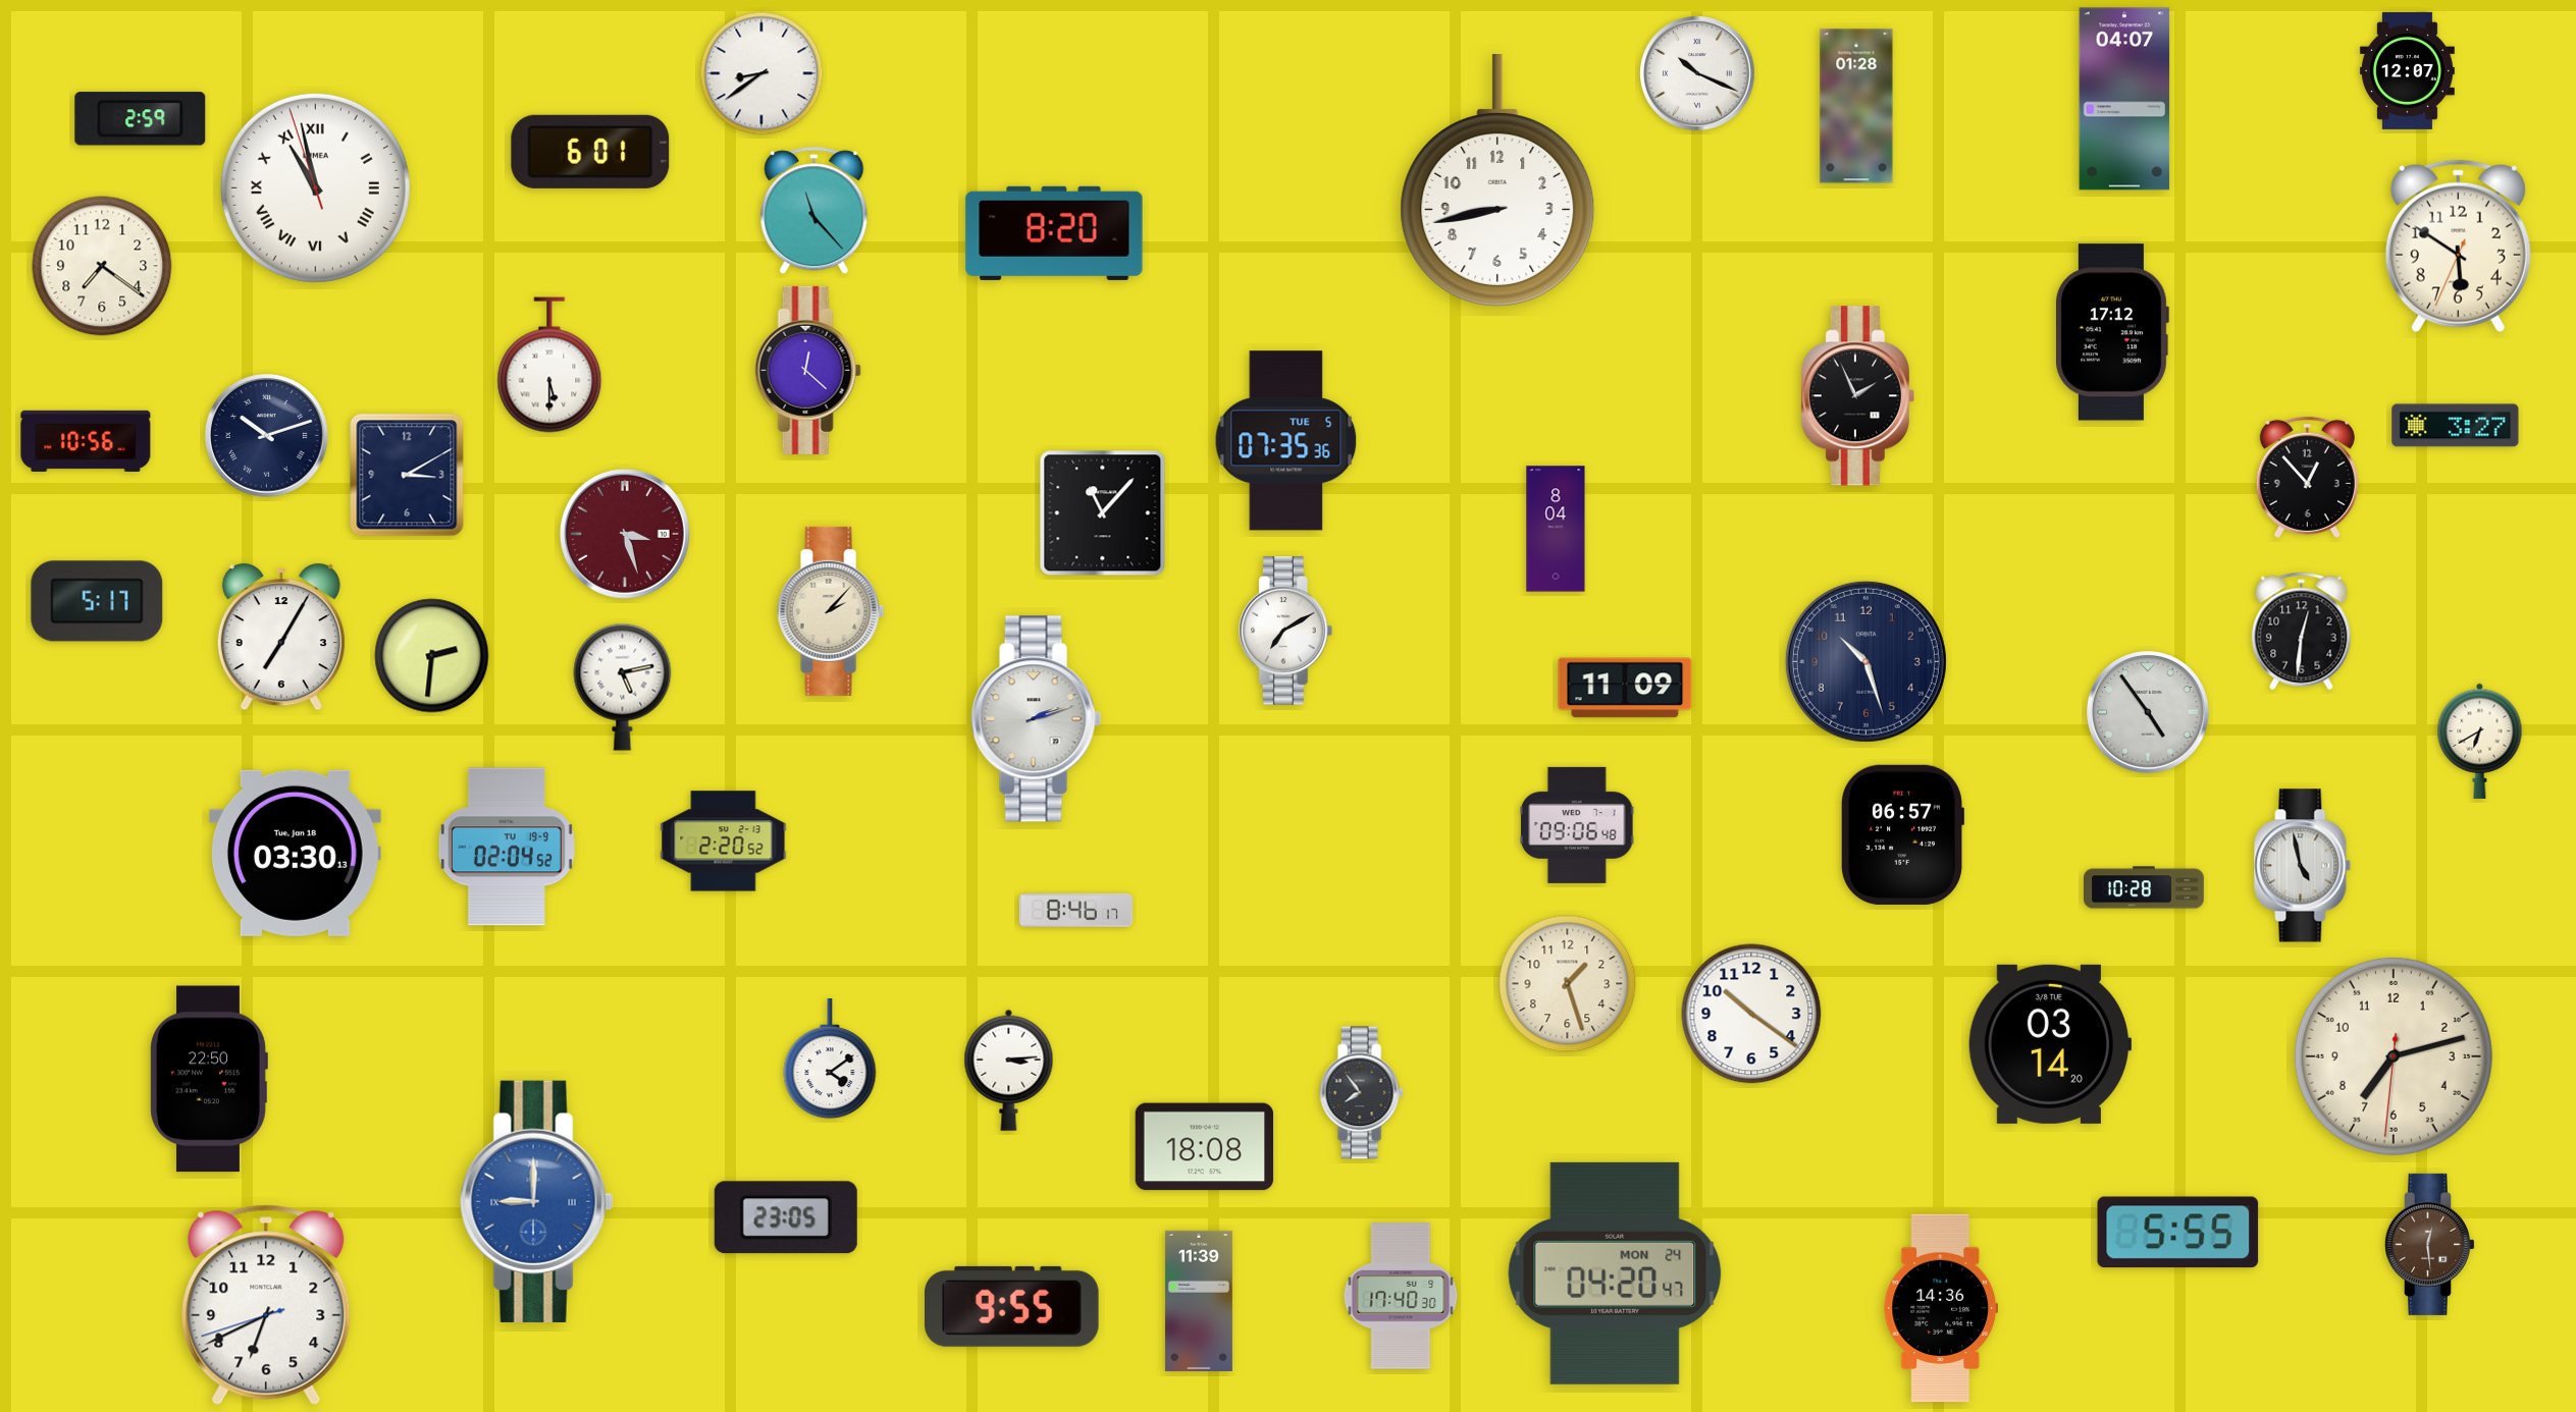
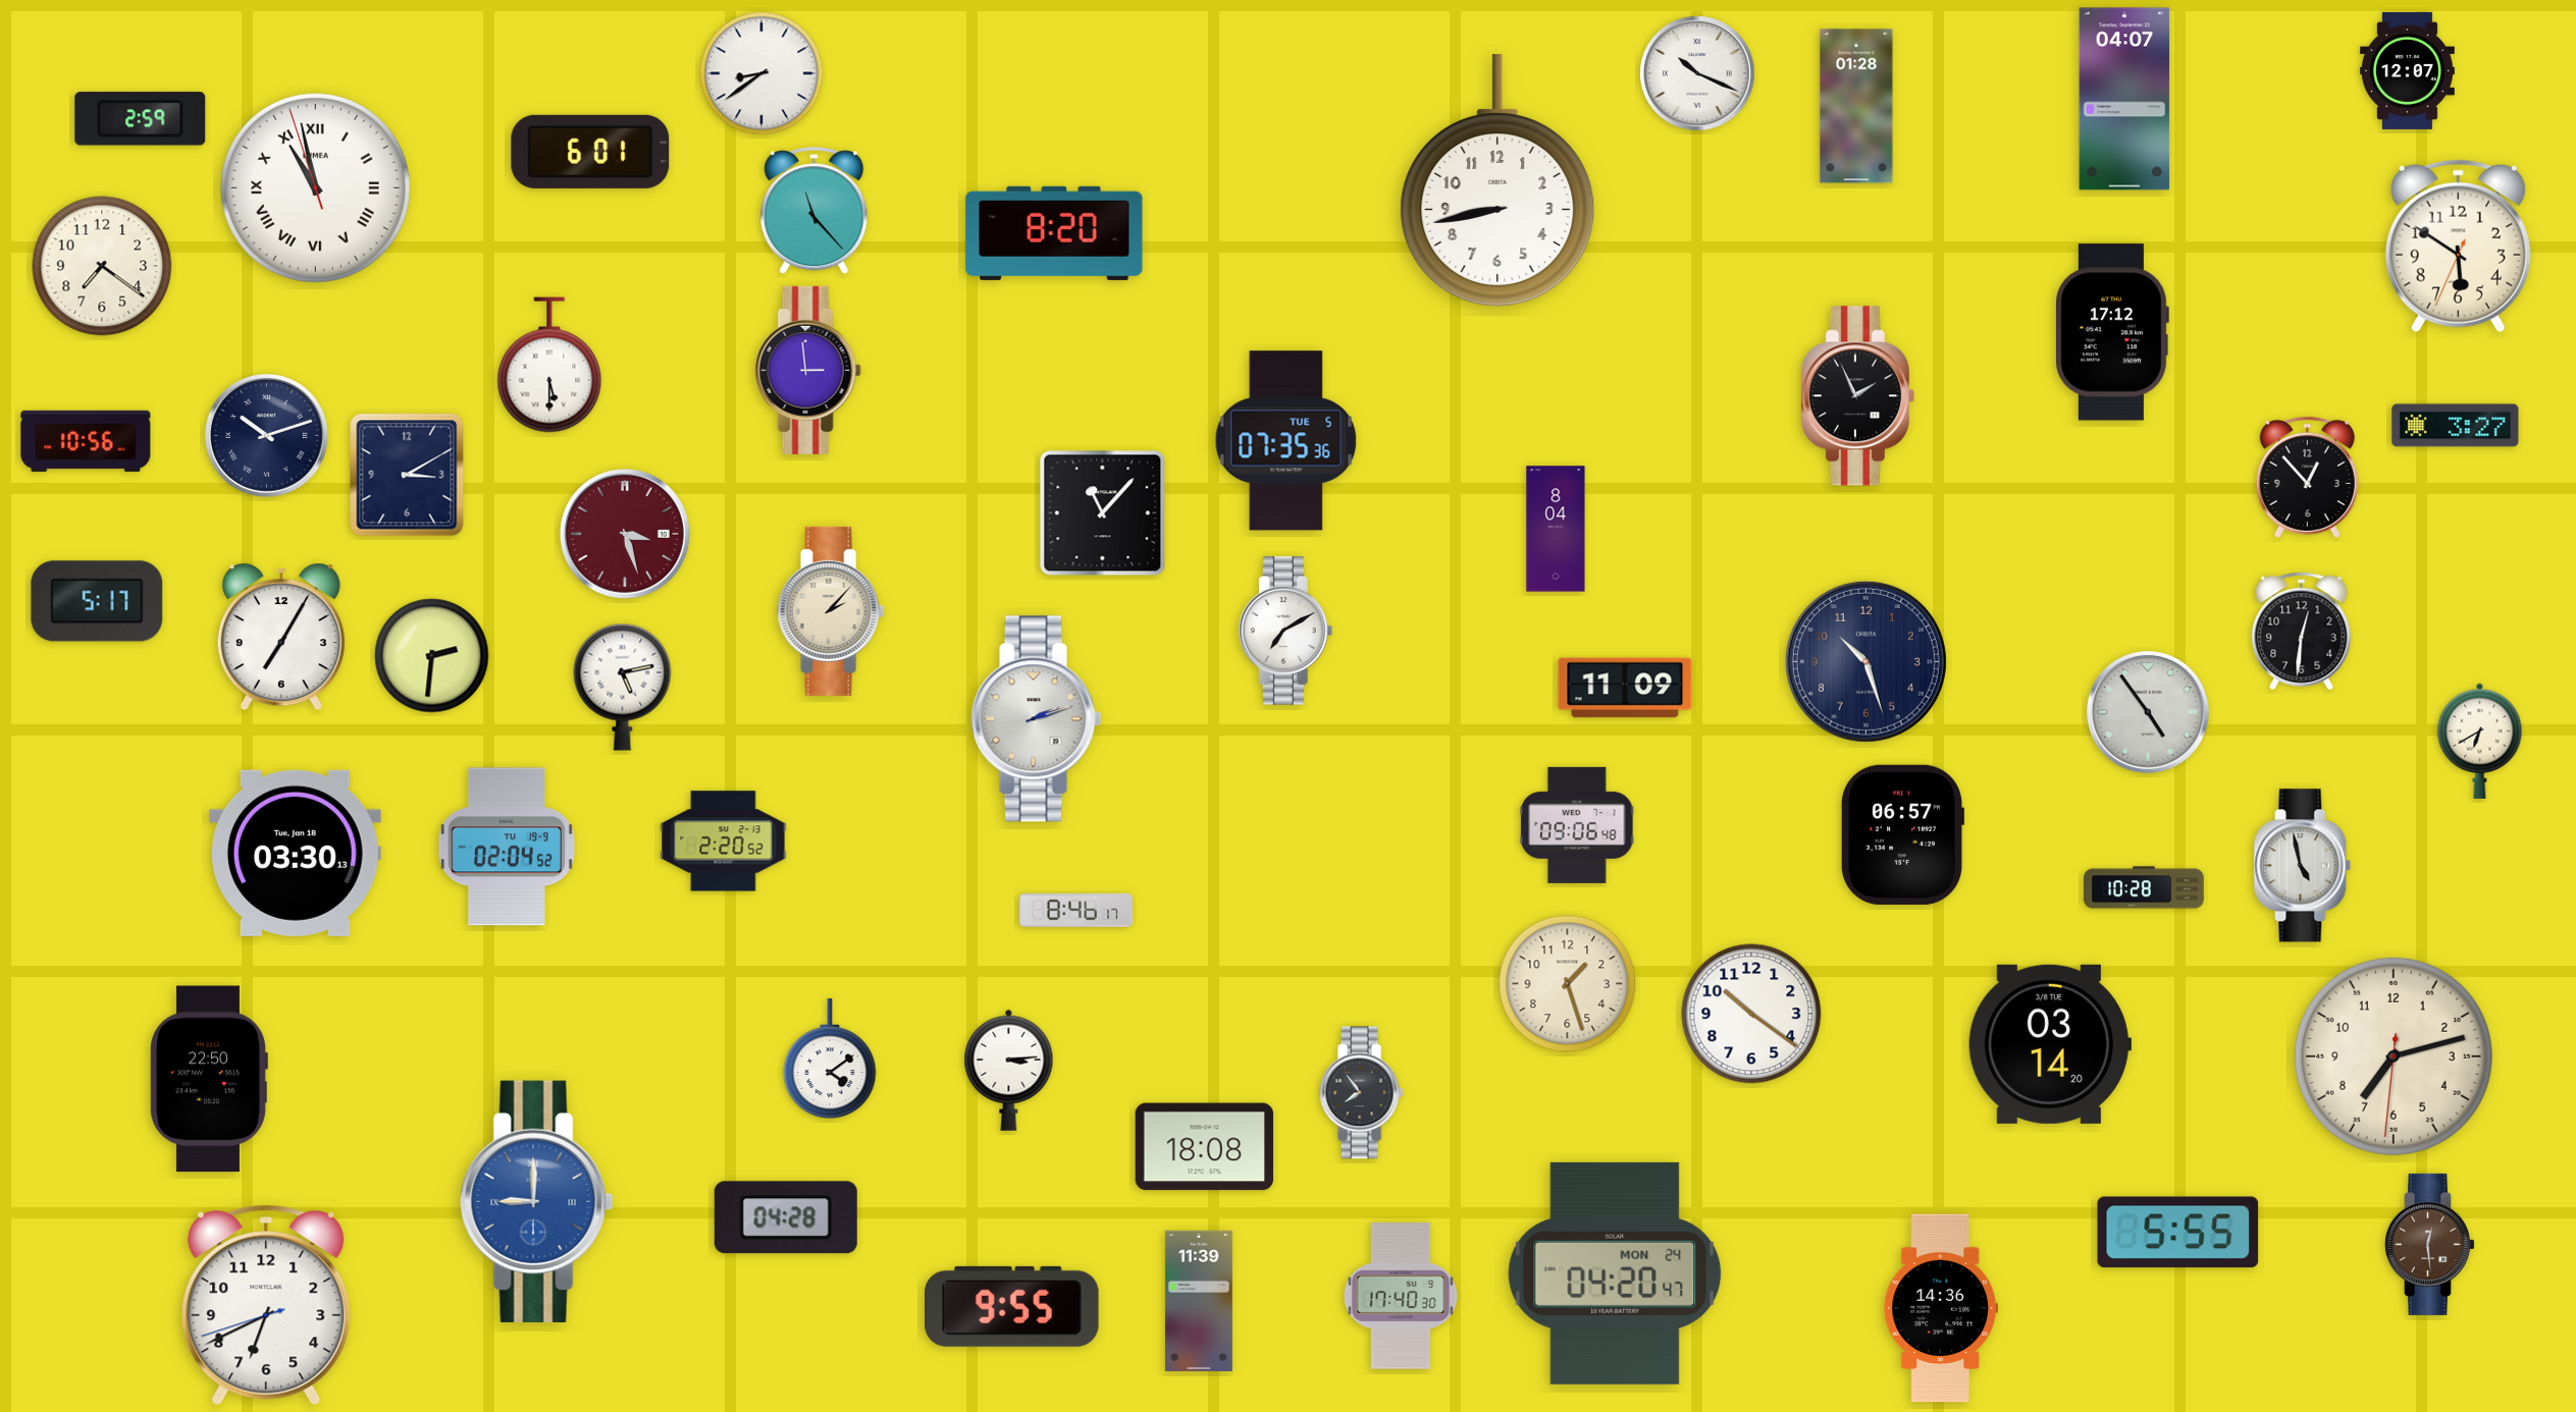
clock at (807, 370): 12:22 -> 2:59
clock at (786, 1217): 23:05 -> 04:28
